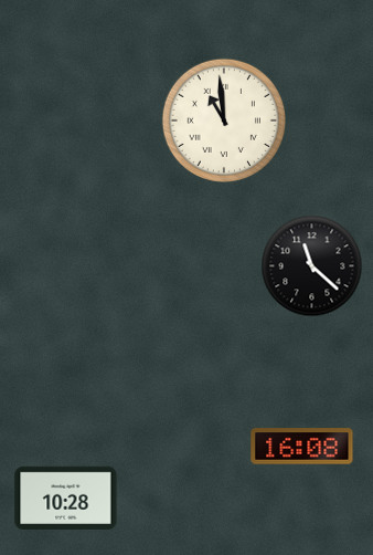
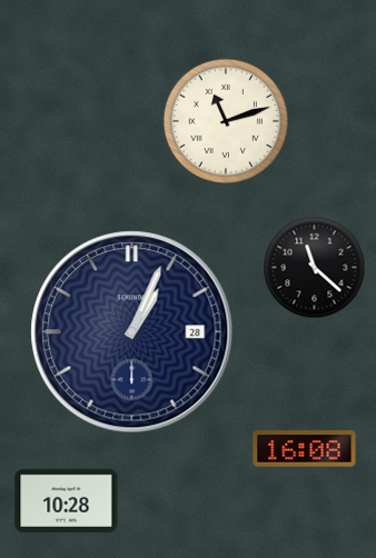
clock at (223, 119): 10:59 -> 11:12
clock at (132, 332): none -> 1:04
